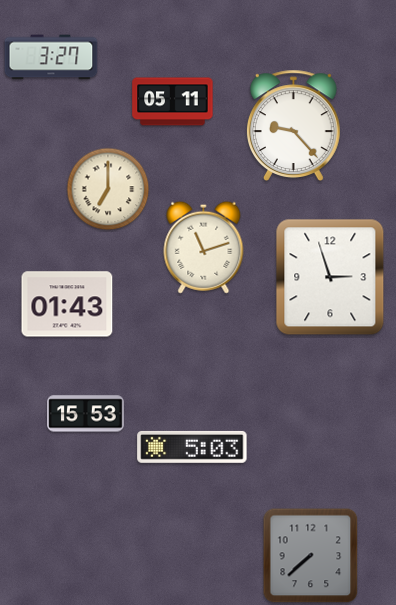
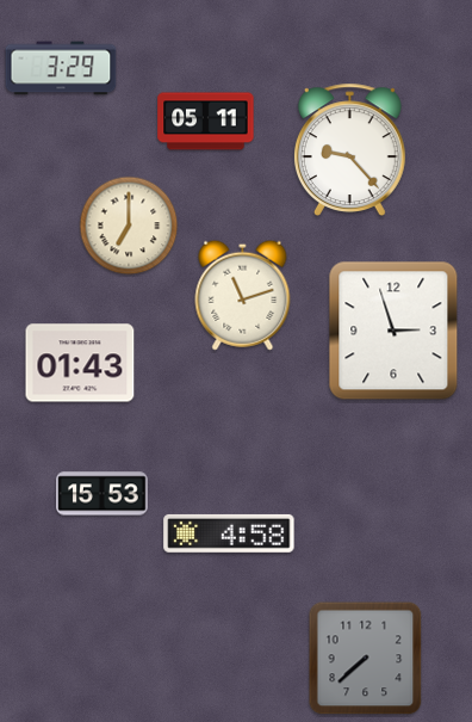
clock at (51, 57): 3:27 -> 3:29
clock at (192, 447): 5:03 -> 4:58
clock at (311, 556) position: (311, 556) -> (366, 659)
